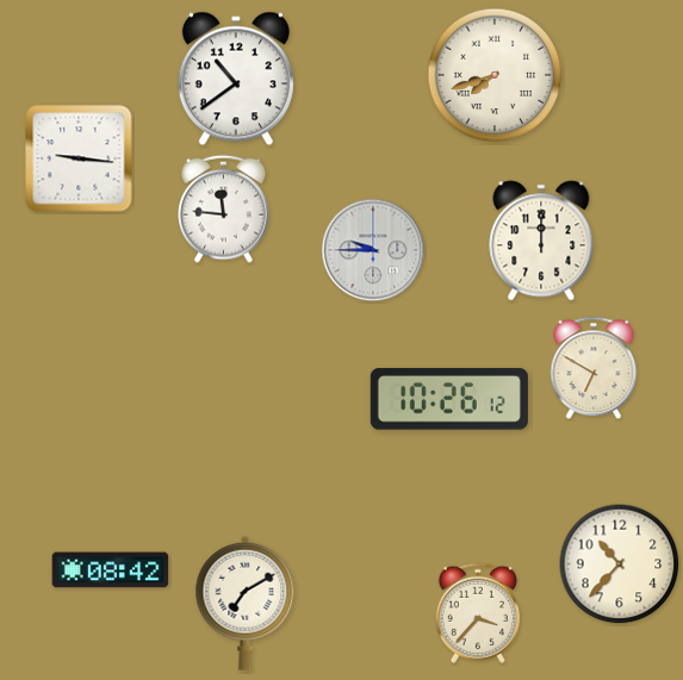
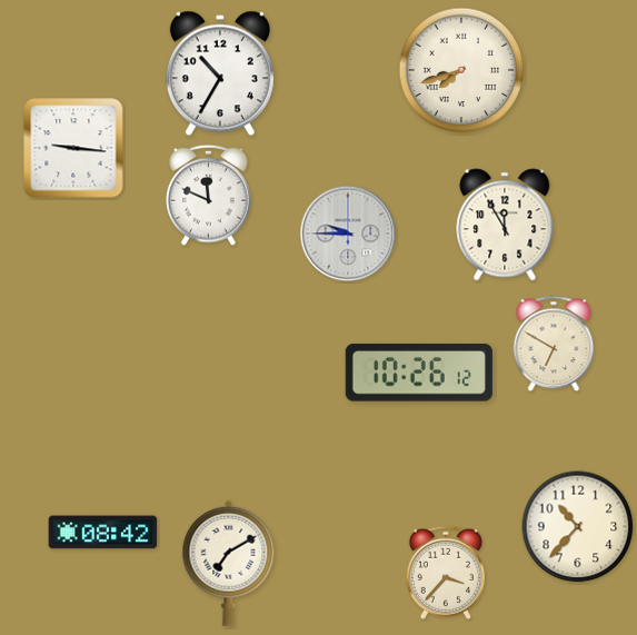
clock at (236, 79): 10:39 -> 10:35
clock at (224, 208): 11:46 -> 11:49
clock at (541, 241): 12:00 -> 11:55
